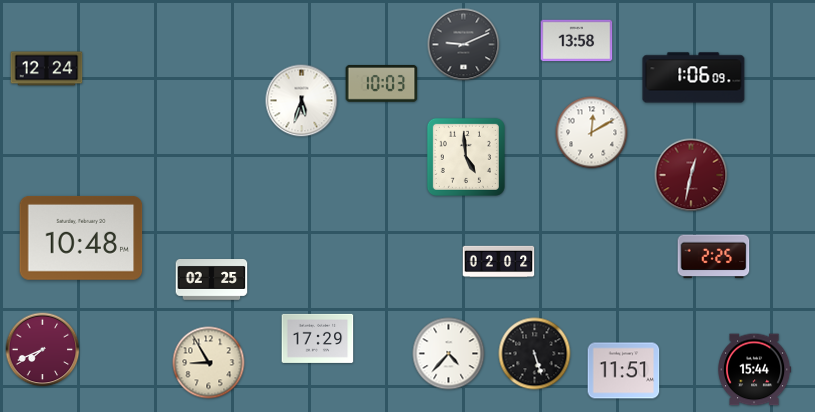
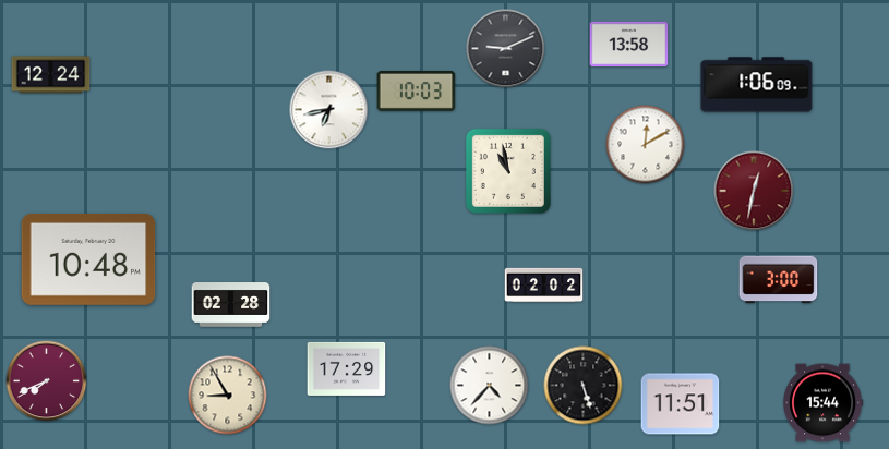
clock at (302, 101): 5:33 -> 6:43
clock at (466, 157): 4:59 -> 10:58
clock at (714, 257): 2:25 -> 3:00
clock at (212, 280): 02:25 -> 02:28
